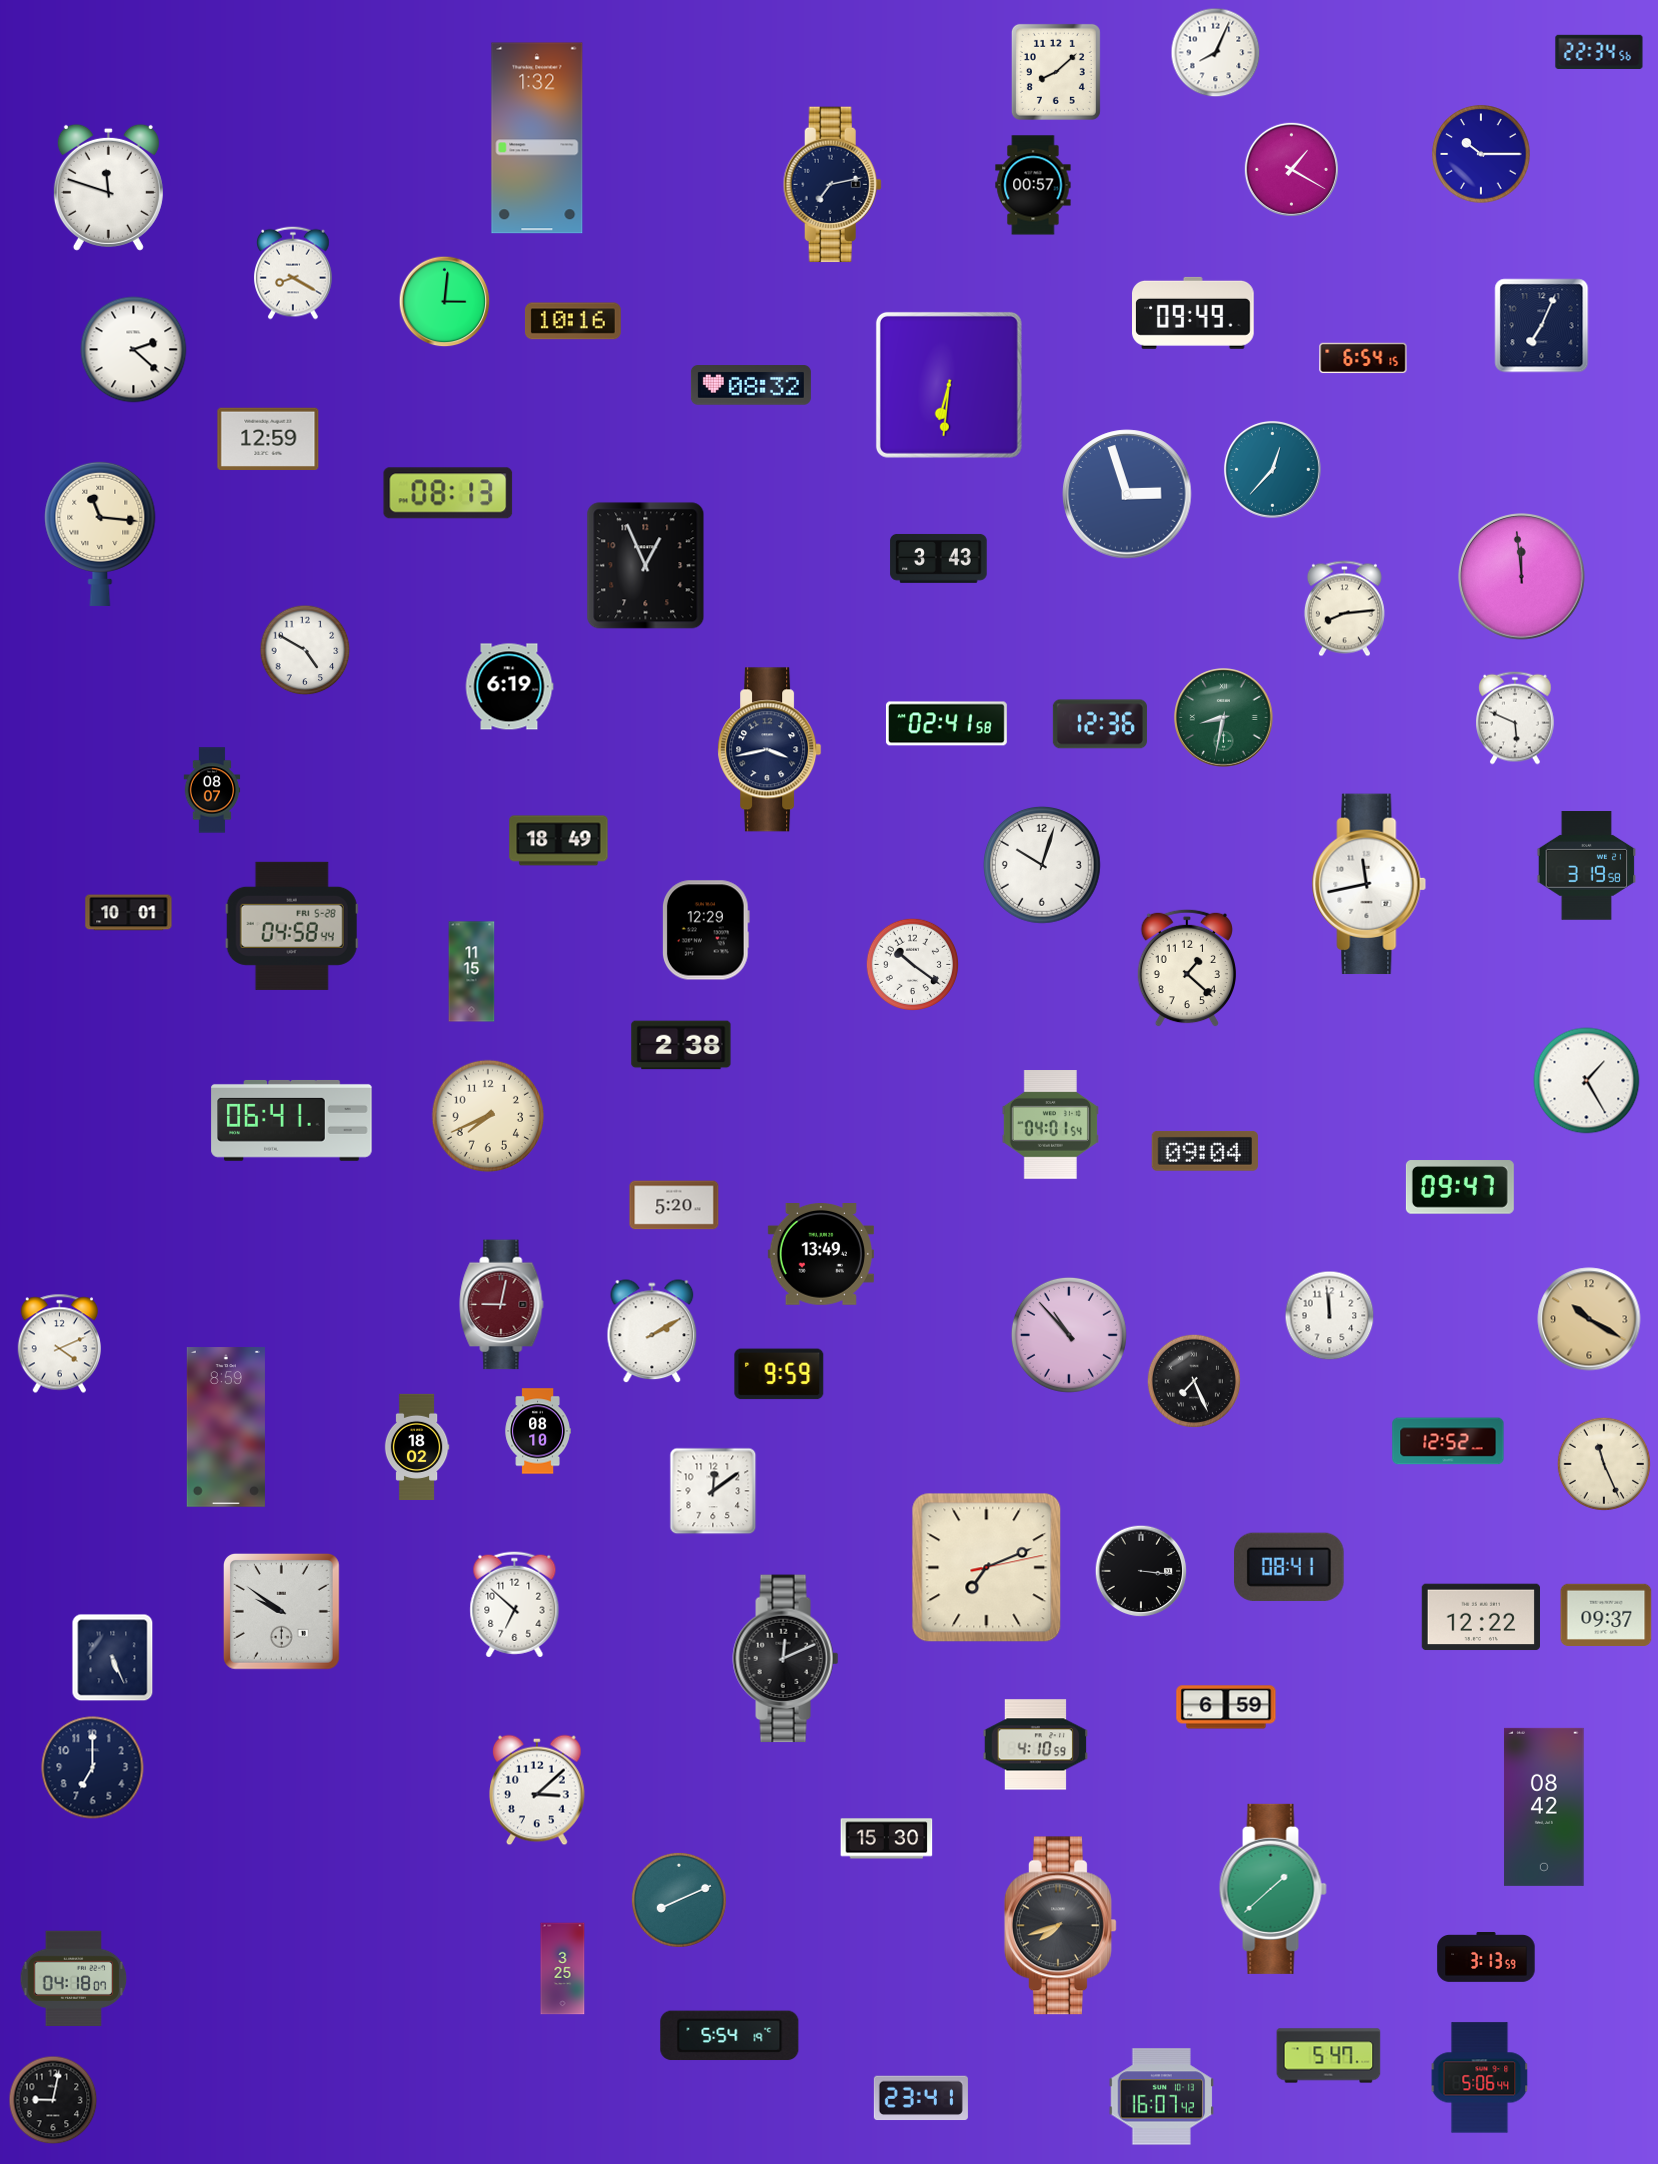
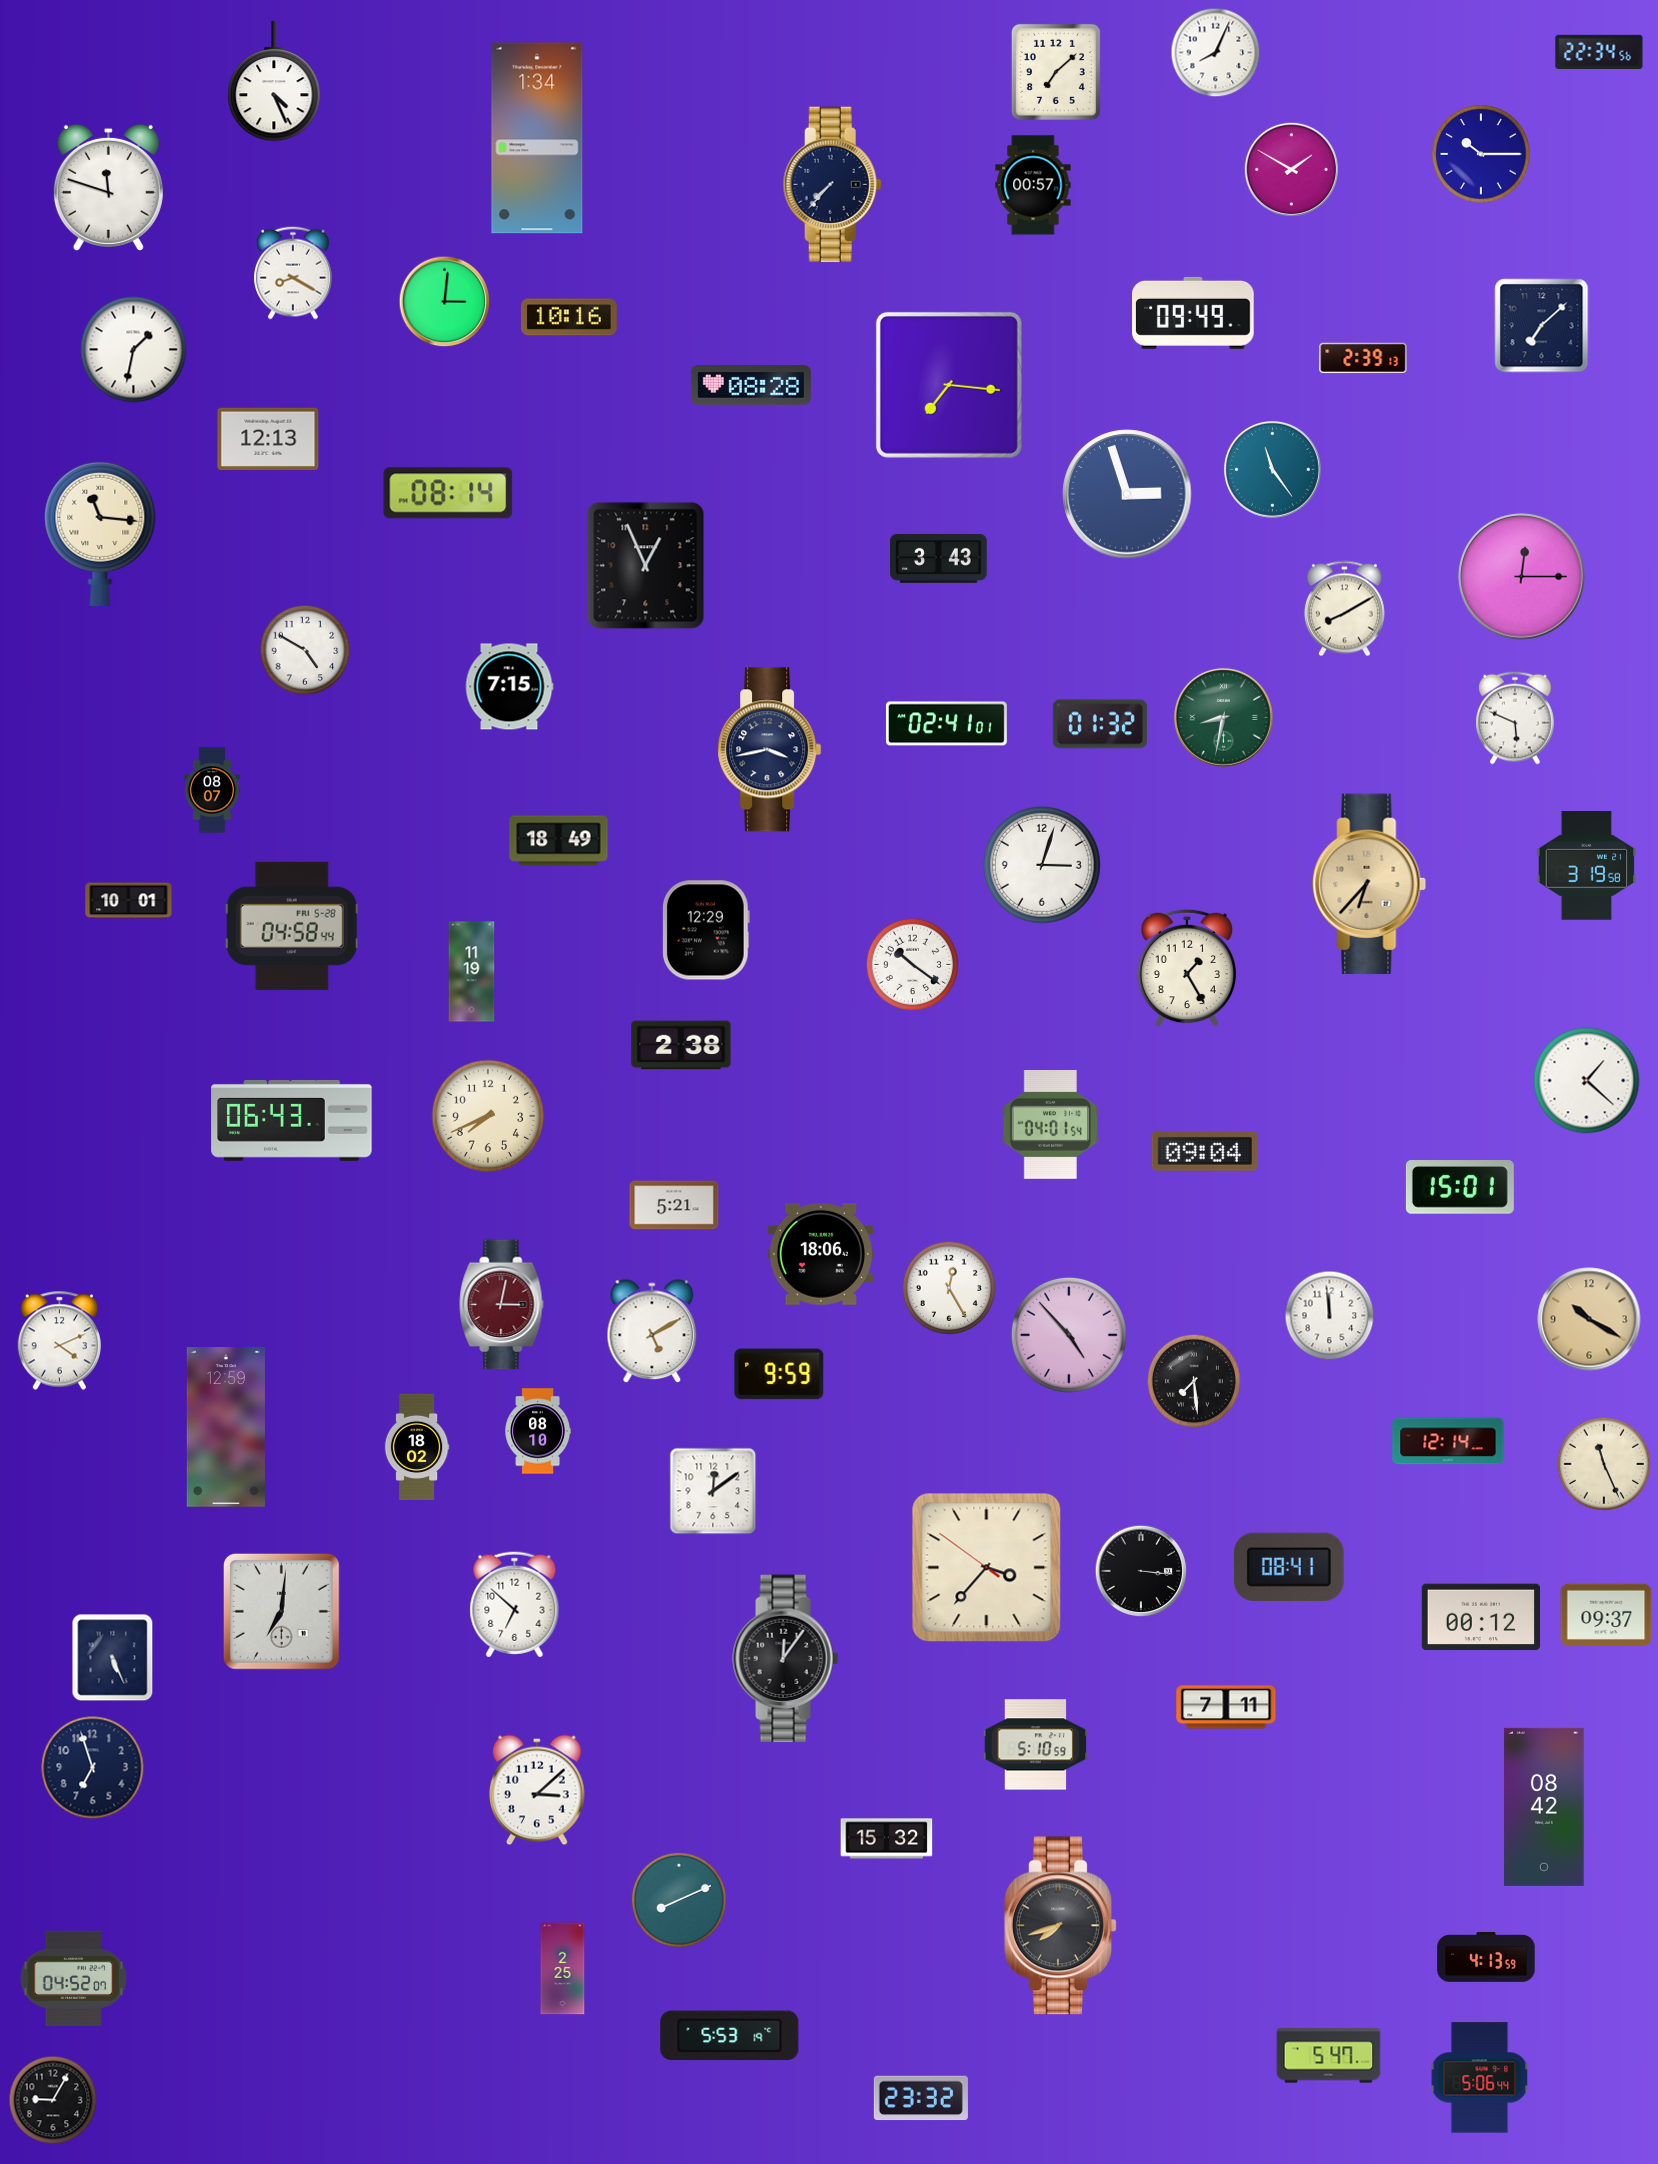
clock at (1056, 72): 8:08 -> 7:08
clock at (274, 81): none -> 4:26
clock at (537, 138): 1:32 -> 1:34
clock at (1291, 169): 1:20 -> 1:50
clock at (832, 185): 7:13 -> 7:37
clock at (573, 321) position: (573, 321) -> (569, 317)
clock at (1542, 326): 7:04 -> 7:08
clock at (134, 350): 2:22 -> 1:32
clock at (1363, 358): 6:54 -> 2:39
clock at (751, 385): 08:32 -> 08:28
clock at (949, 385): 6:31 -> 7:16
clock at (268, 438): 12:59 -> 12:13
clock at (1272, 469): 12:37 -> 11:24
clock at (448, 493): 08:13 -> 08:14
clock at (1522, 577): 11:59 -> 12:15
clock at (1344, 609): 8:14 -> 8:10
clock at (509, 687): 6:19 -> 7:15
clock at (946, 724): 02:41:58 -> 02:41:01
clock at (1100, 724): 12:36 -> 01:32
clock at (1042, 865): 10:03 -> 3:03
clock at (1369, 884): 11:43 -> 6:37
clock at (1369, 884) dial: white -> champagne
clock at (129, 913) position: (129, 913) -> (129, 901)
clock at (1186, 968): 1:22 -> 1:25
clock at (472, 972): 11:15 -> 11:19
clock at (1587, 1081): 1:25 -> 1:22
clock at (292, 1120): 06:41 -> 06:43
clock at (1460, 1187): 09:47 -> 15:01
clock at (674, 1205): 5:20 -> 5:21
clock at (821, 1255): 13:49 -> 18:06
clock at (949, 1288): none -> 12:25
clock at (502, 1305): 9:02 -> 3:02
clock at (652, 1332): 2:10 -> 5:10
clock at (1069, 1335): 10:53 -> 4:53
clock at (59, 1344) position: (59, 1344) -> (59, 1341)
clock at (1194, 1381): 7:26 -> 7:29
clock at (226, 1427): 8:59 -> 12:59
clock at (1448, 1441): 12:52 -> 12:14
clock at (987, 1568): 7:11 -> 3:36
clock at (281, 1611): 9:51 -> 7:01
clock at (1480, 1617): 12:22 -> 00:12
clock at (786, 1659): 12:11 -> 12:06
clock at (1226, 1707): 6:59 -> 7:11
clock at (1036, 1745): 4:10 -> 5:10
clock at (93, 1768): 7:00 -> 6:57
clock at (887, 1839): 15:30 -> 15:32
clock at (1273, 1889): 1:38 -> none
clock at (1486, 1958): 3:13 -> 4:13
clock at (563, 1969): 3:25 -> 2:25
clock at (74, 1978): 04:18 -> 04:52
clock at (730, 2036): 5:54 -> 5:53
clock at (1162, 2097): 16:07 -> none
clock at (921, 2098): 23:41 -> 23:32
clock at (53, 2100): 9:02 -> 9:05
